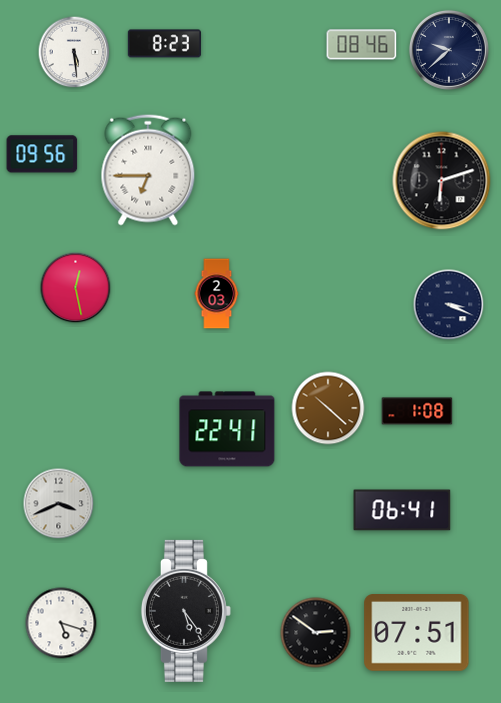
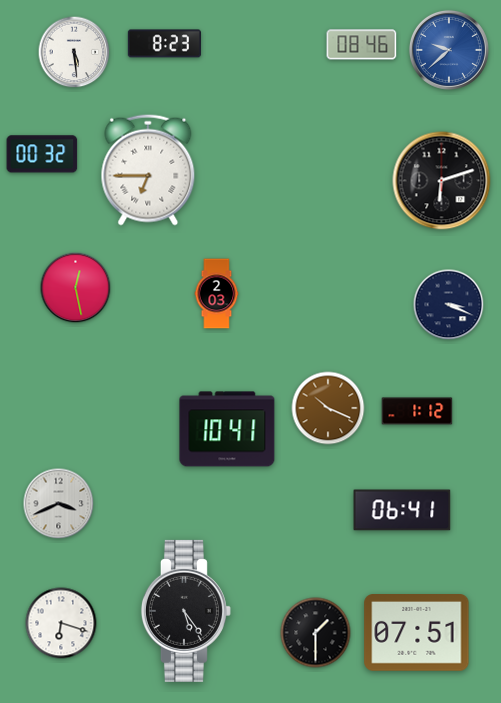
clock at (449, 50) dial: navy -> blue
clock at (42, 154): 09:56 -> 00:32
clock at (328, 408): 10:22 -> 10:19
clock at (417, 411): 1:08 -> 1:12
clock at (227, 429): 22:41 -> 10:41
clock at (61, 623): 5:18 -> 6:18
clock at (316, 633): 2:51 -> 1:30
